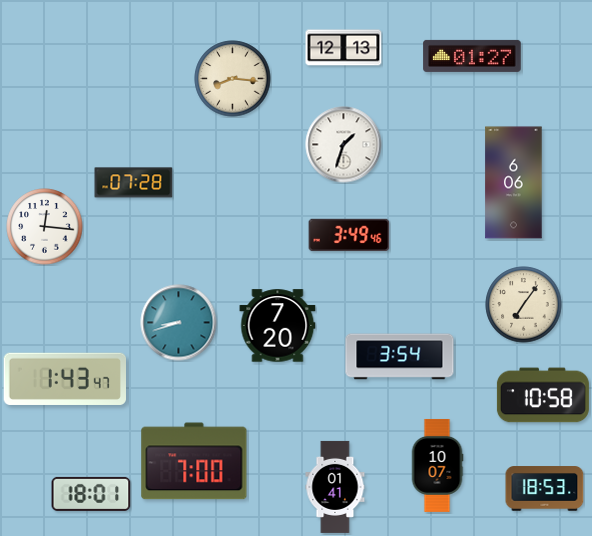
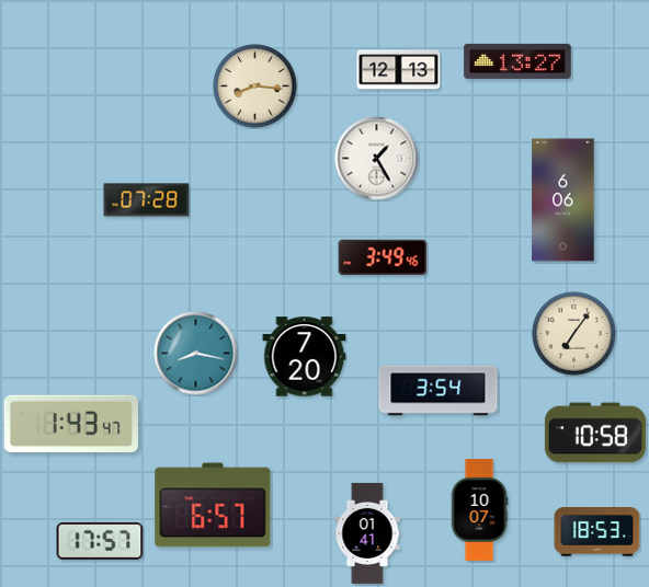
clock at (344, 48) position: (344, 48) -> (399, 70)
clock at (472, 56): 01:27 -> 13:27
clock at (344, 145): 1:33 -> 1:25
clock at (45, 227): 12:16 -> none
clock at (179, 323): 8:42 -> 8:17
clock at (64, 379) position: (64, 379) -> (70, 424)
clock at (194, 461): 7:00 -> 6:57
clock at (545, 489) position: (545, 489) -> (597, 532)
clock at (91, 494): 18:01 -> 17:57
